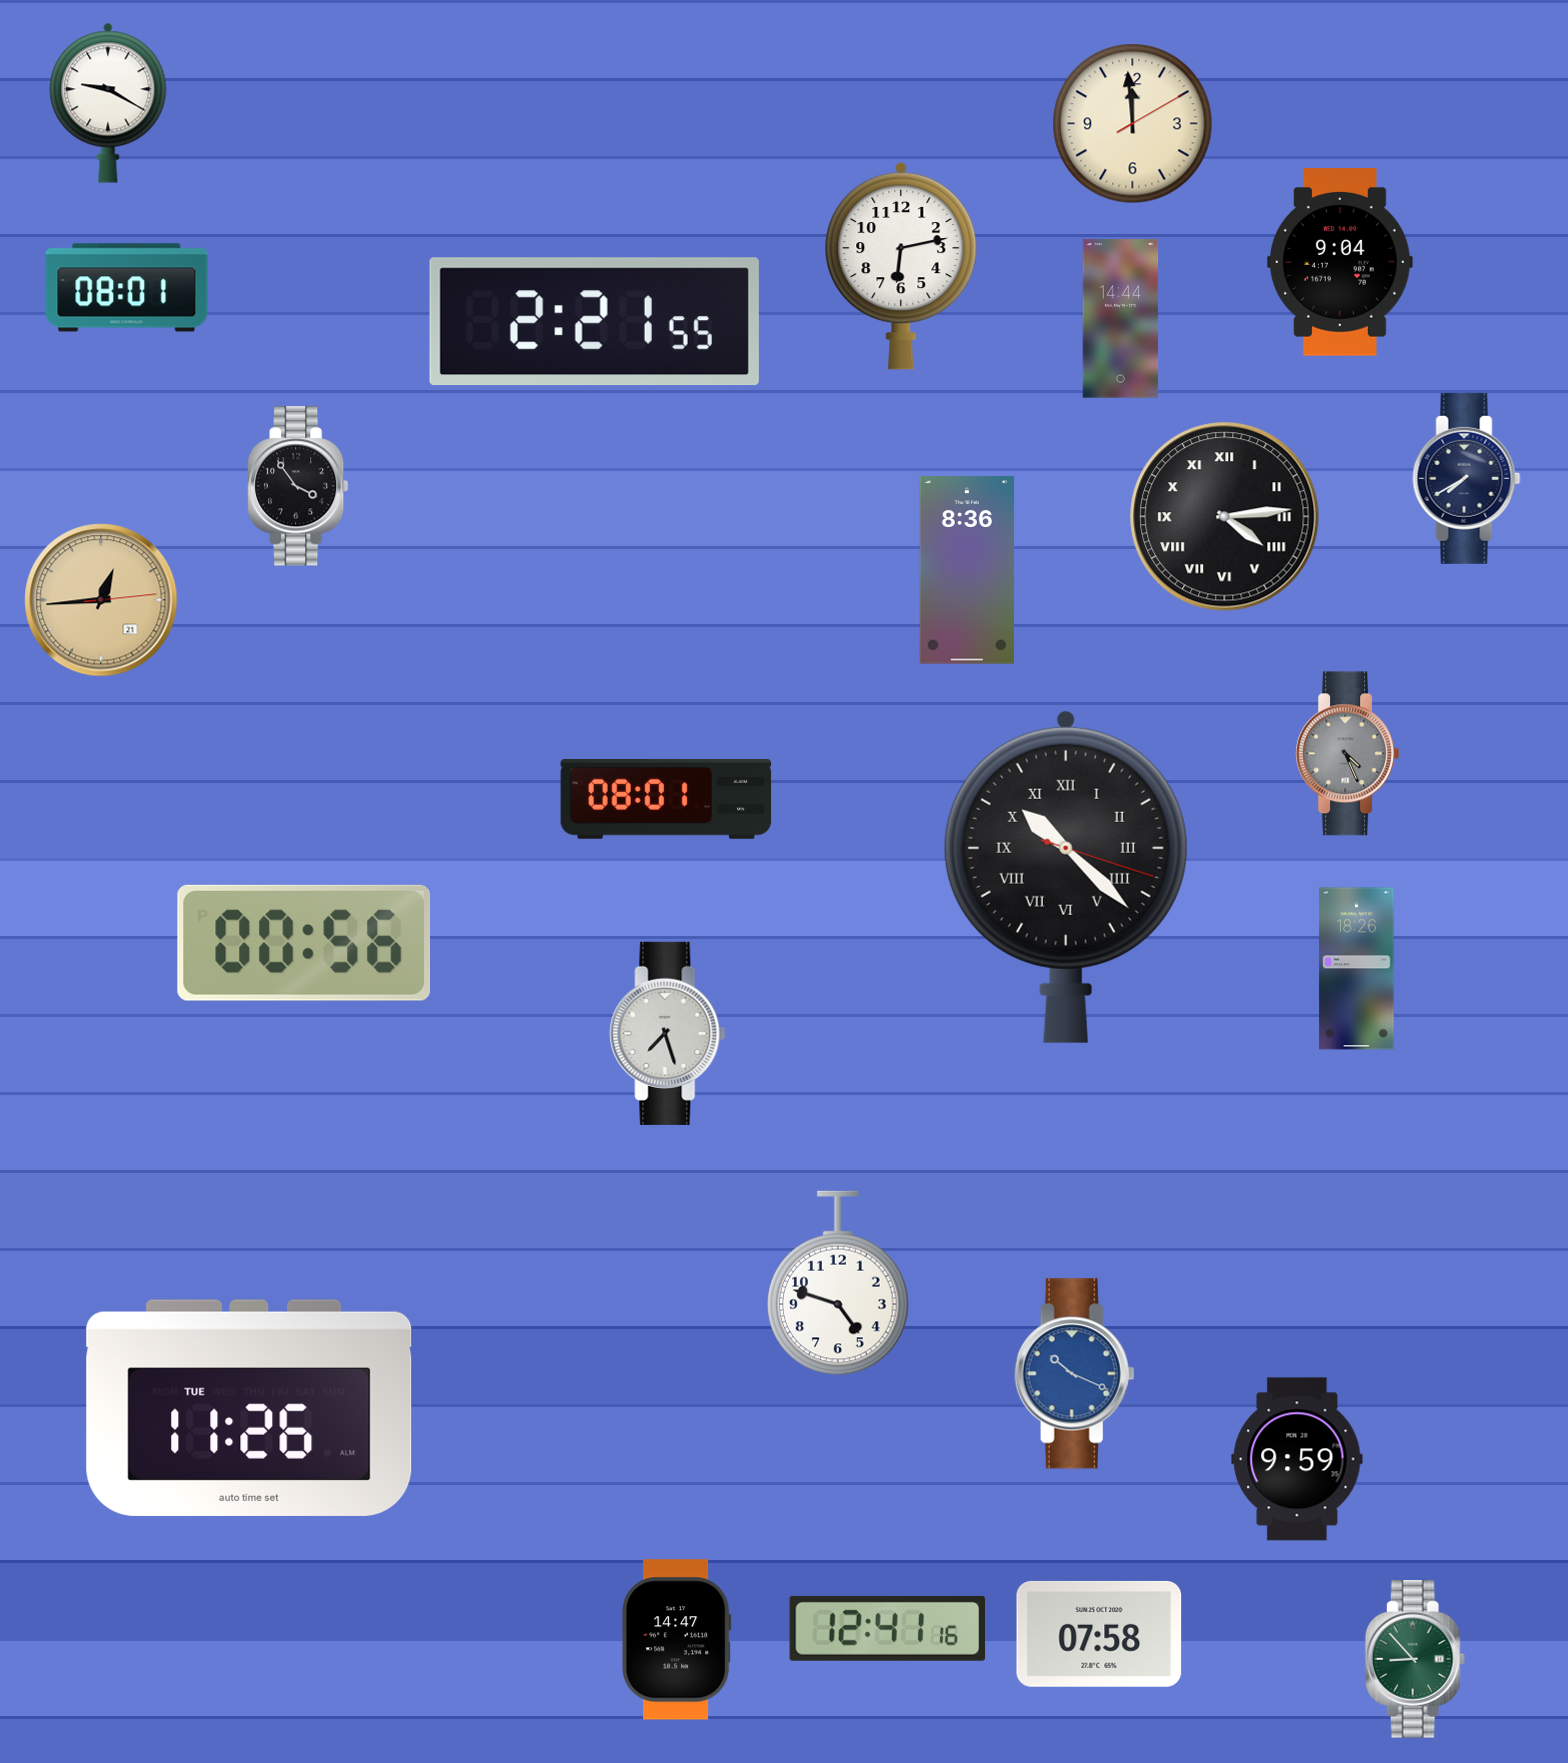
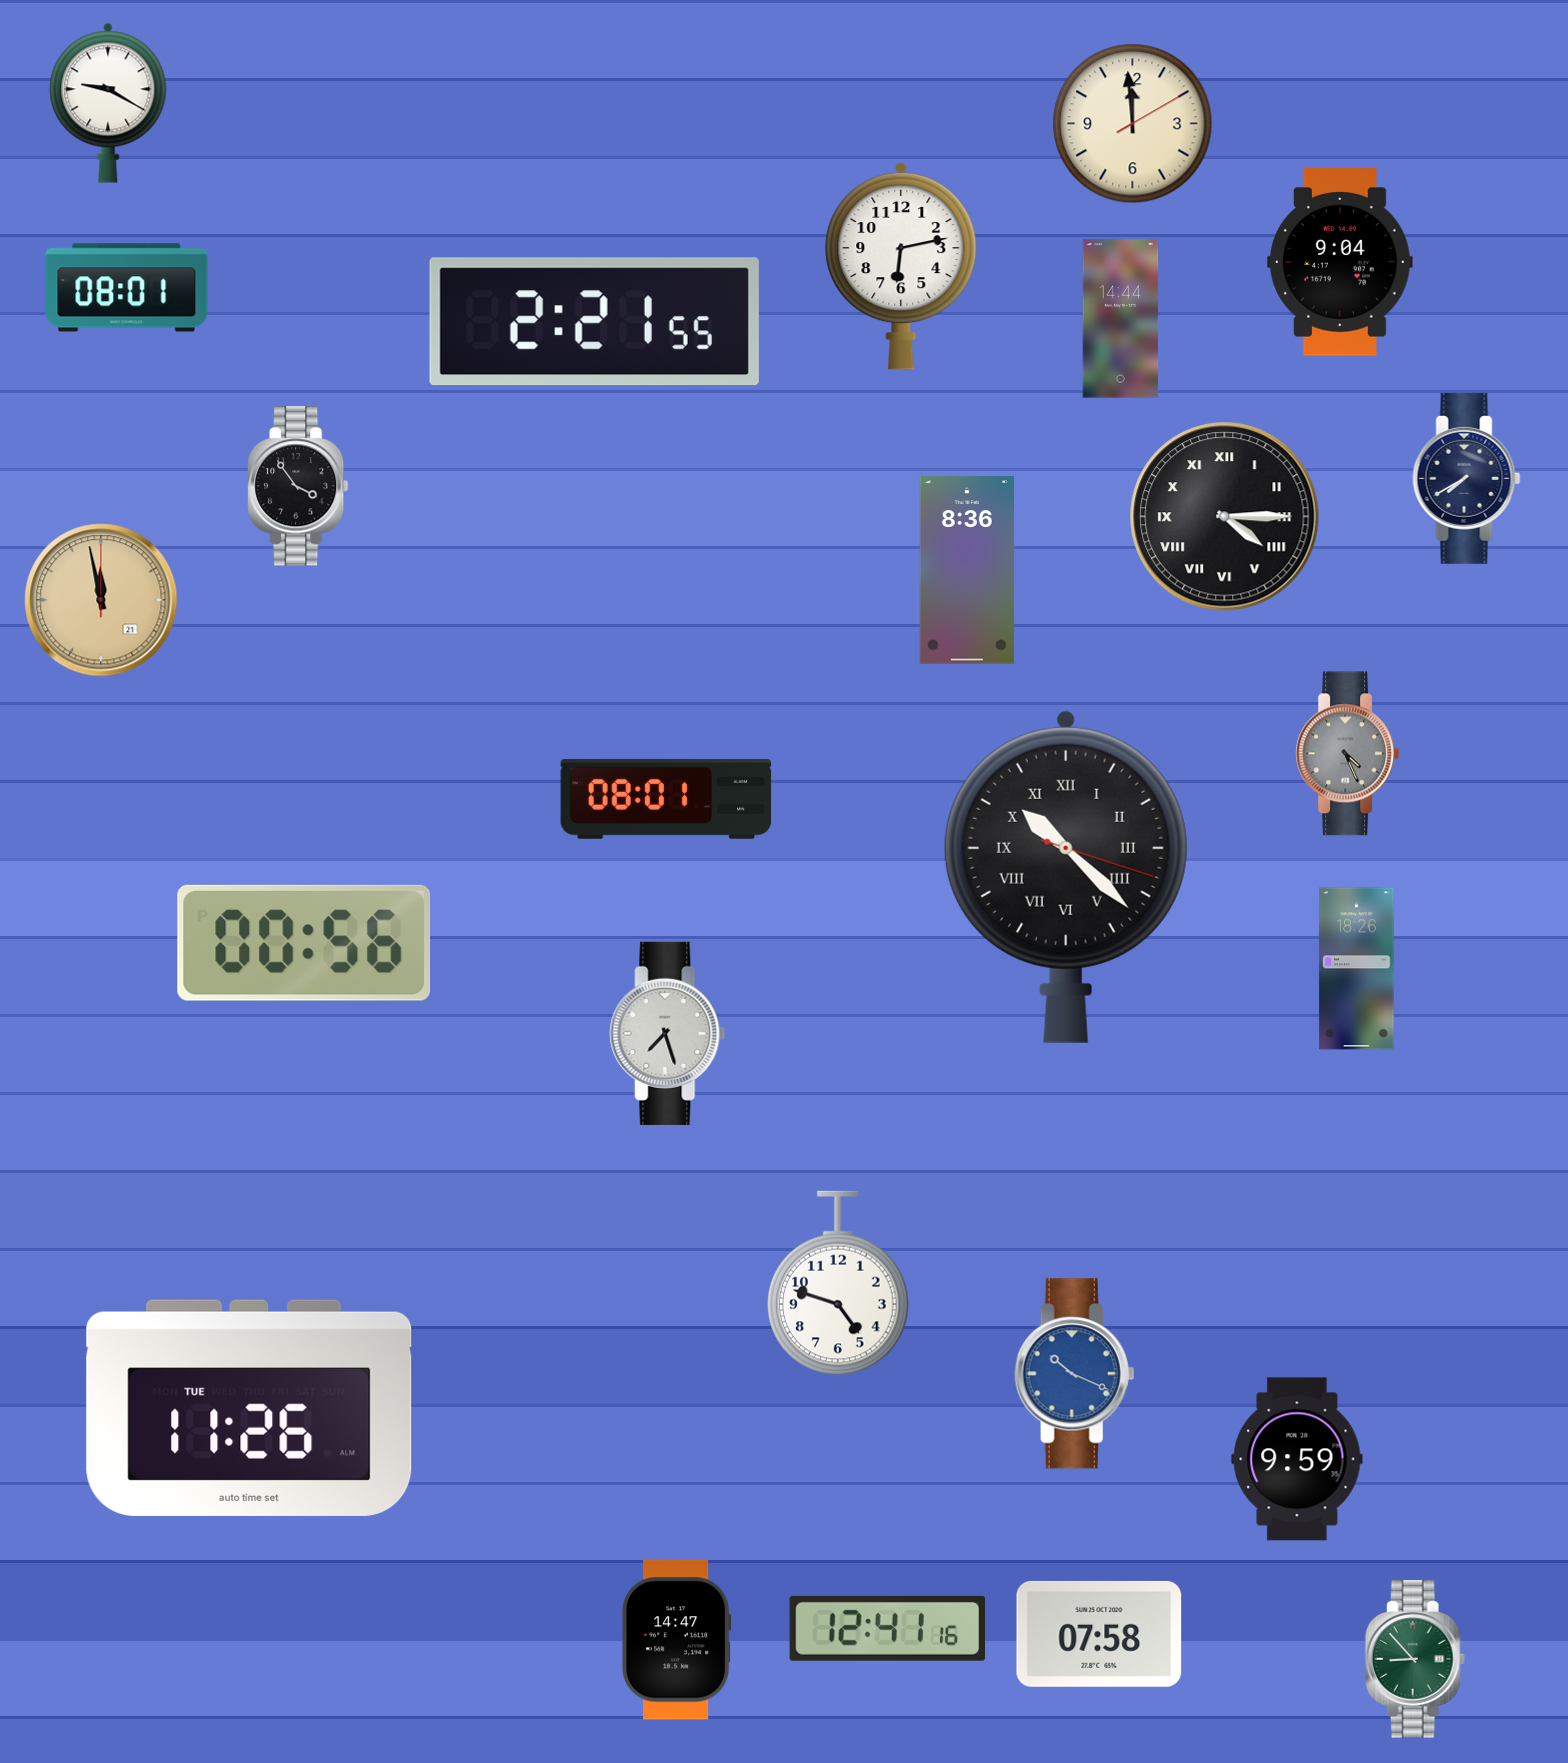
clock at (1225, 517): 4:14 -> 4:15
clock at (101, 600): 12:44 -> 11:58
